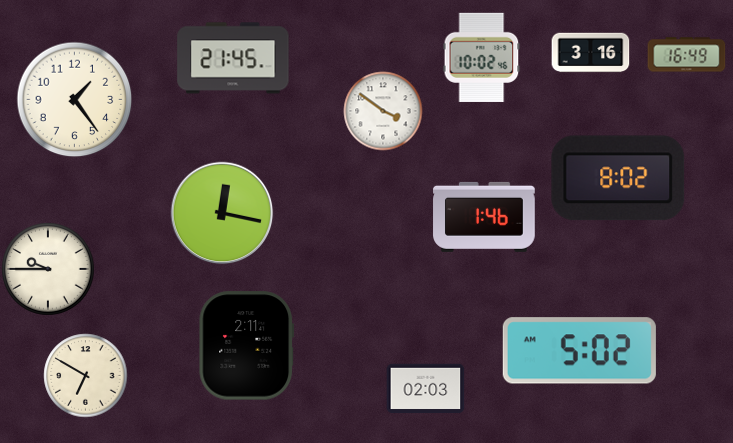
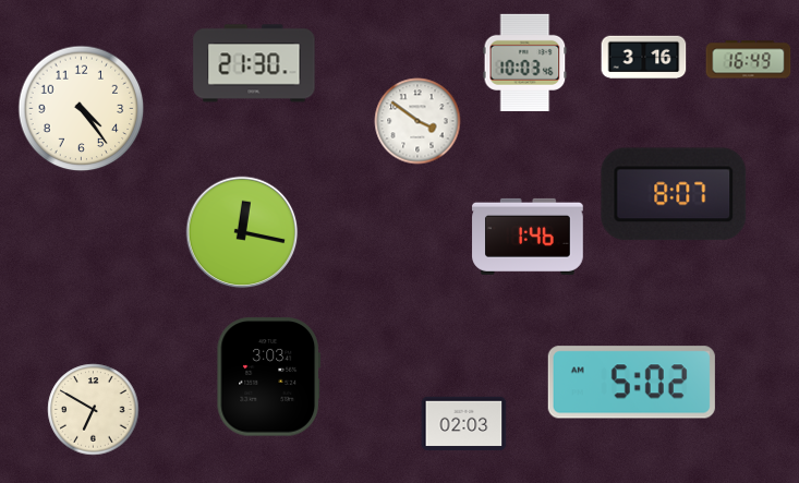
clock at (482, 57): 10:02 -> 10:03
clock at (233, 58): 21:45 -> 21:30
clock at (74, 99): 1:24 -> 4:24
clock at (618, 178): 8:02 -> 8:07
clock at (48, 269): 9:45 -> none
clock at (247, 346): 2:11 -> 3:03
